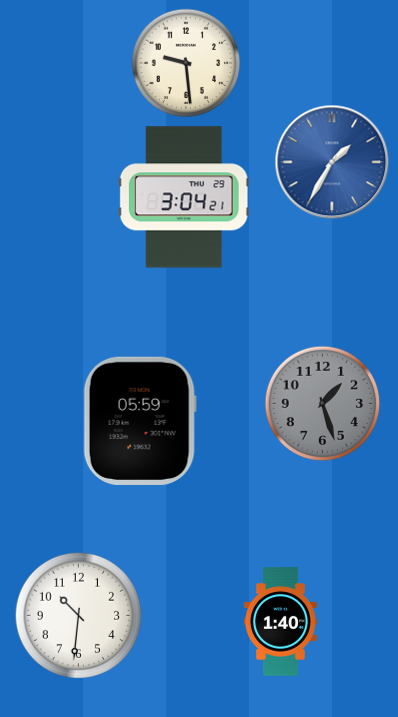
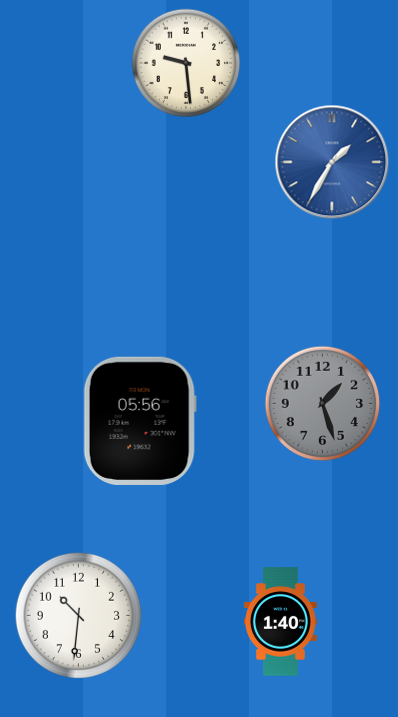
clock at (184, 197): 3:04 -> none
clock at (140, 421): 05:59 -> 05:56
